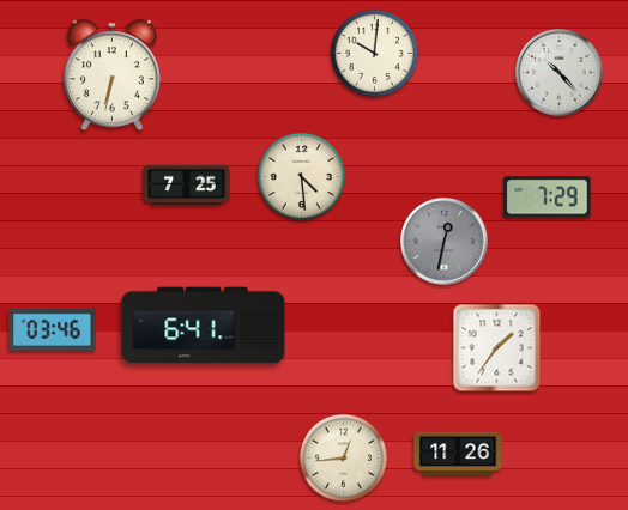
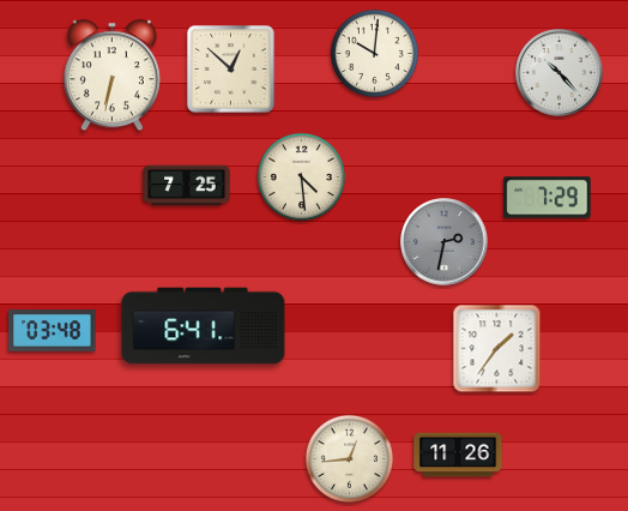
clock at (231, 70): none -> 12:52
clock at (445, 242): 12:32 -> 2:32
clock at (53, 330): 03:46 -> 03:48
clock at (343, 457) position: (343, 457) -> (349, 458)
